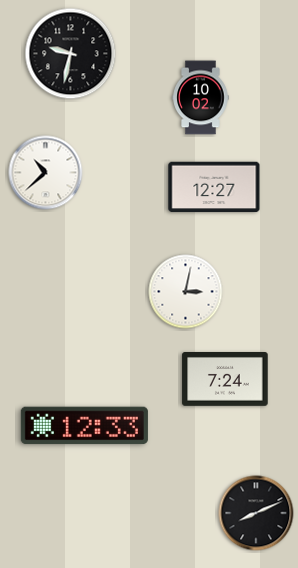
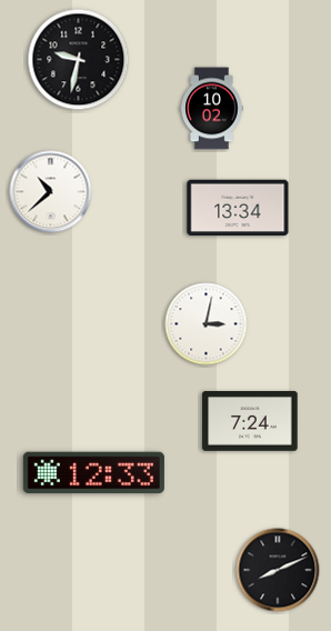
clock at (201, 98) position: (201, 98) -> (212, 109)
clock at (214, 187): 12:27 -> 13:34
clock at (256, 513) position: (256, 513) -> (278, 570)
